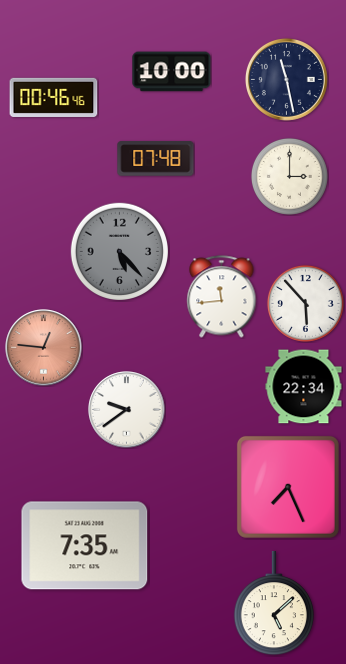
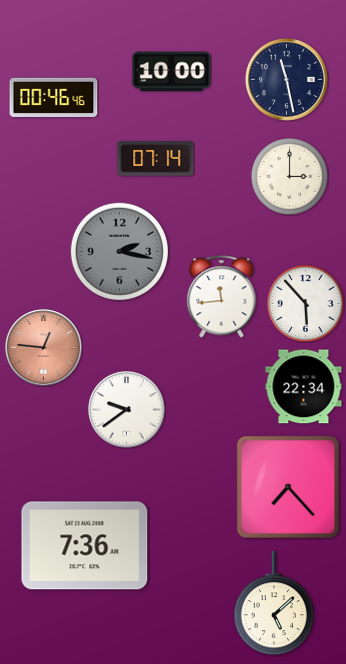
clock at (156, 159): 07:48 -> 07:14
clock at (119, 251): 5:23 -> 2:17
clock at (288, 487): 7:26 -> 7:23
clock at (85, 546): 7:35 -> 7:36
